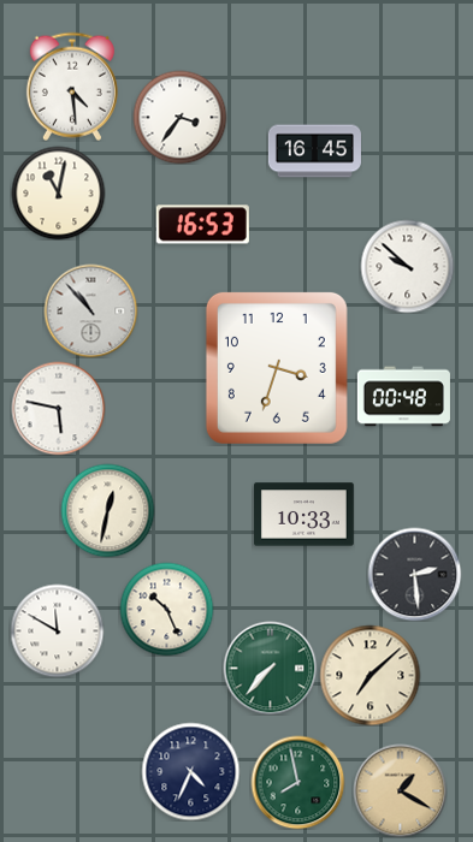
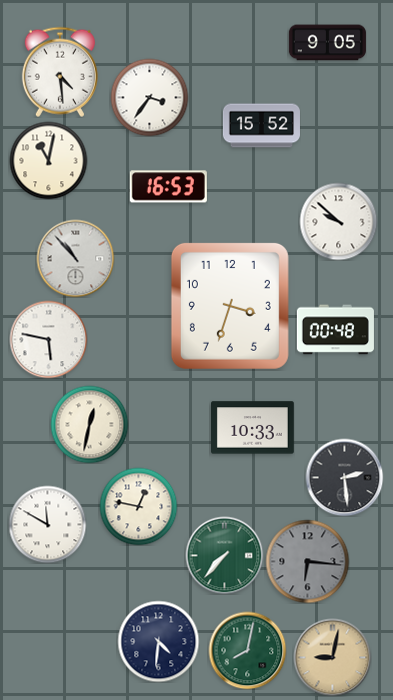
clock at (327, 43): none -> 9:05
clock at (314, 152): 16:45 -> 15:52
clock at (166, 609): 10:26 -> 12:47
clock at (369, 675): 7:08 -> 6:16
clock at (369, 675) dial: cream -> grey
clock at (190, 771): 4:34 -> 4:31
clock at (297, 782): 7:58 -> 8:02
clock at (400, 790): 1:20 -> 9:02
